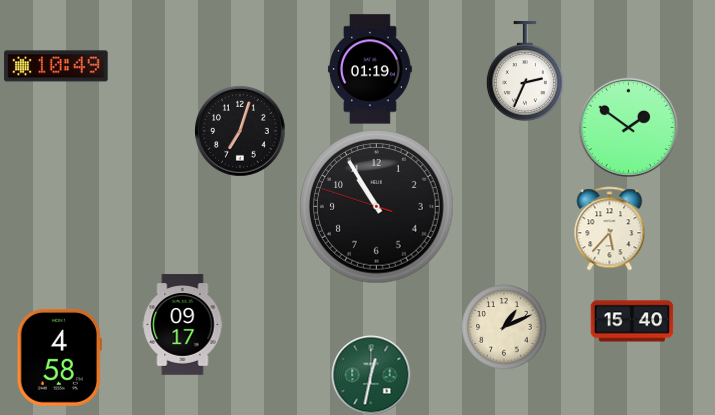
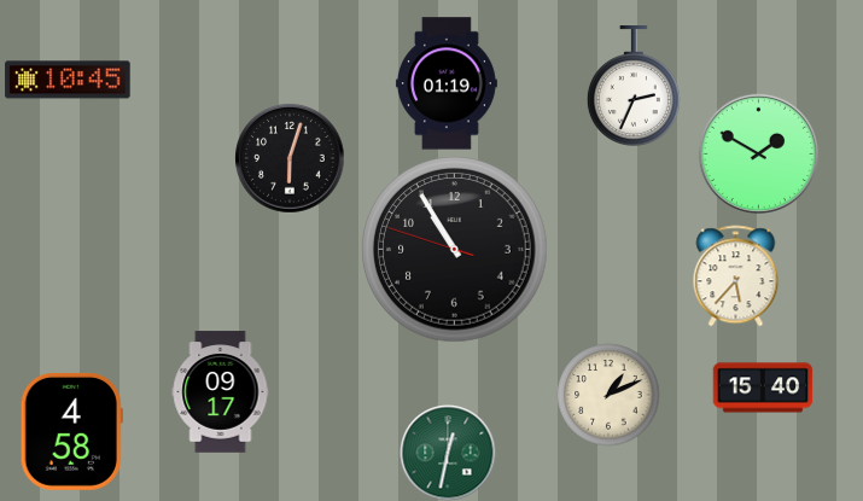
clock at (56, 66): 10:49 -> 10:45
clock at (628, 127): 1:51 -> 1:50
clock at (240, 131): 7:03 -> 6:03
